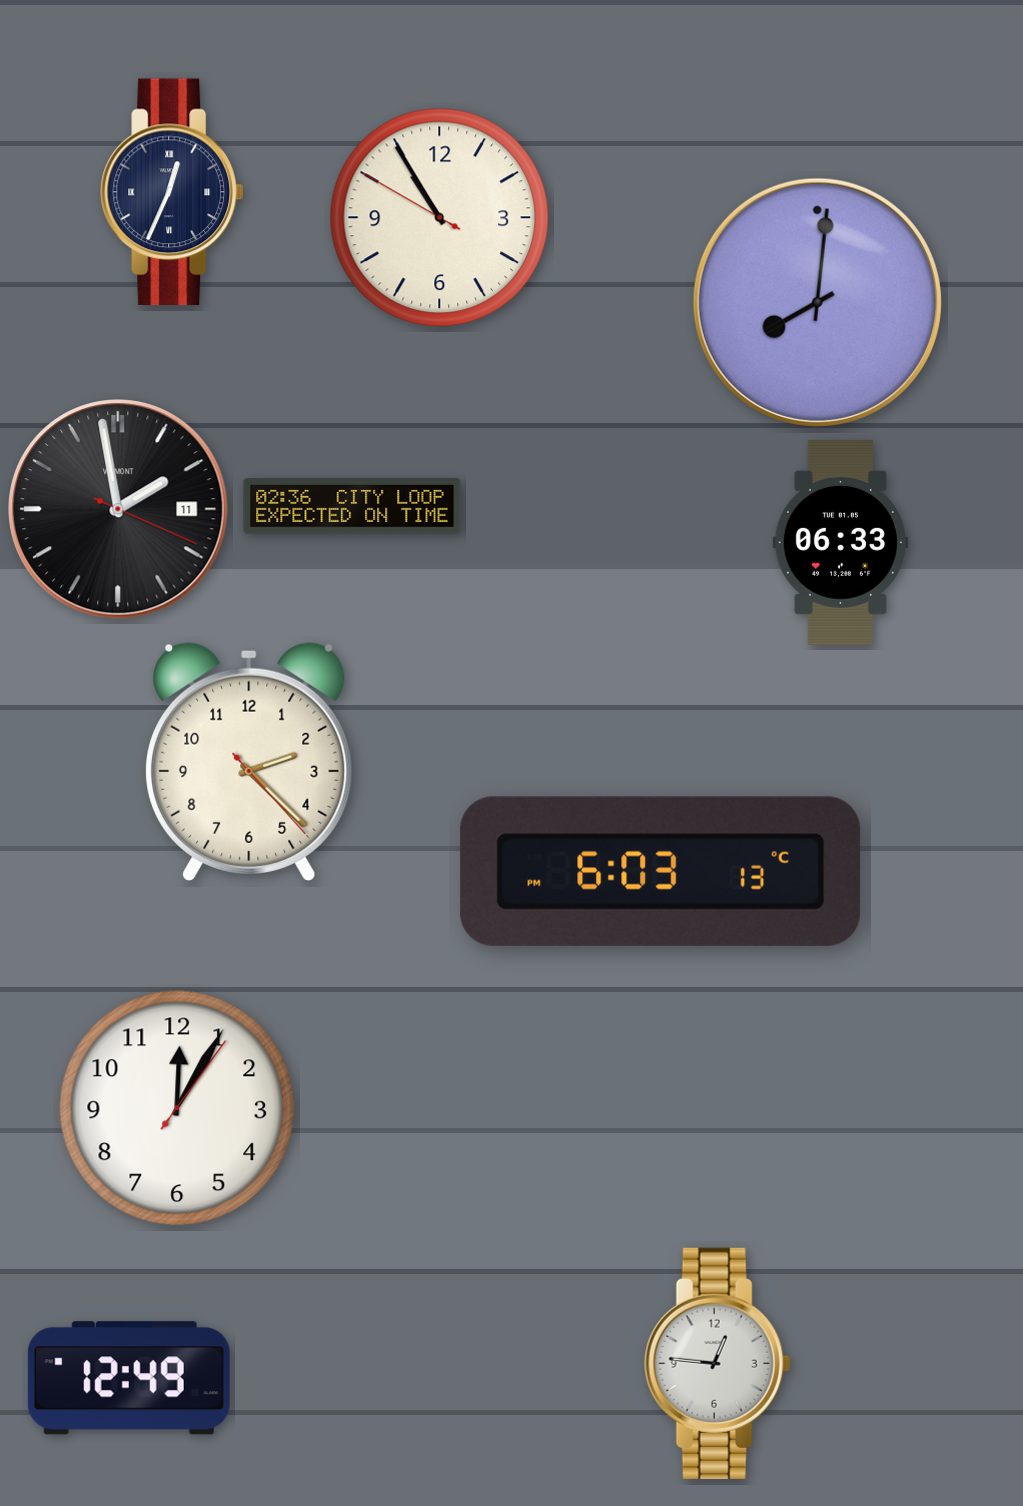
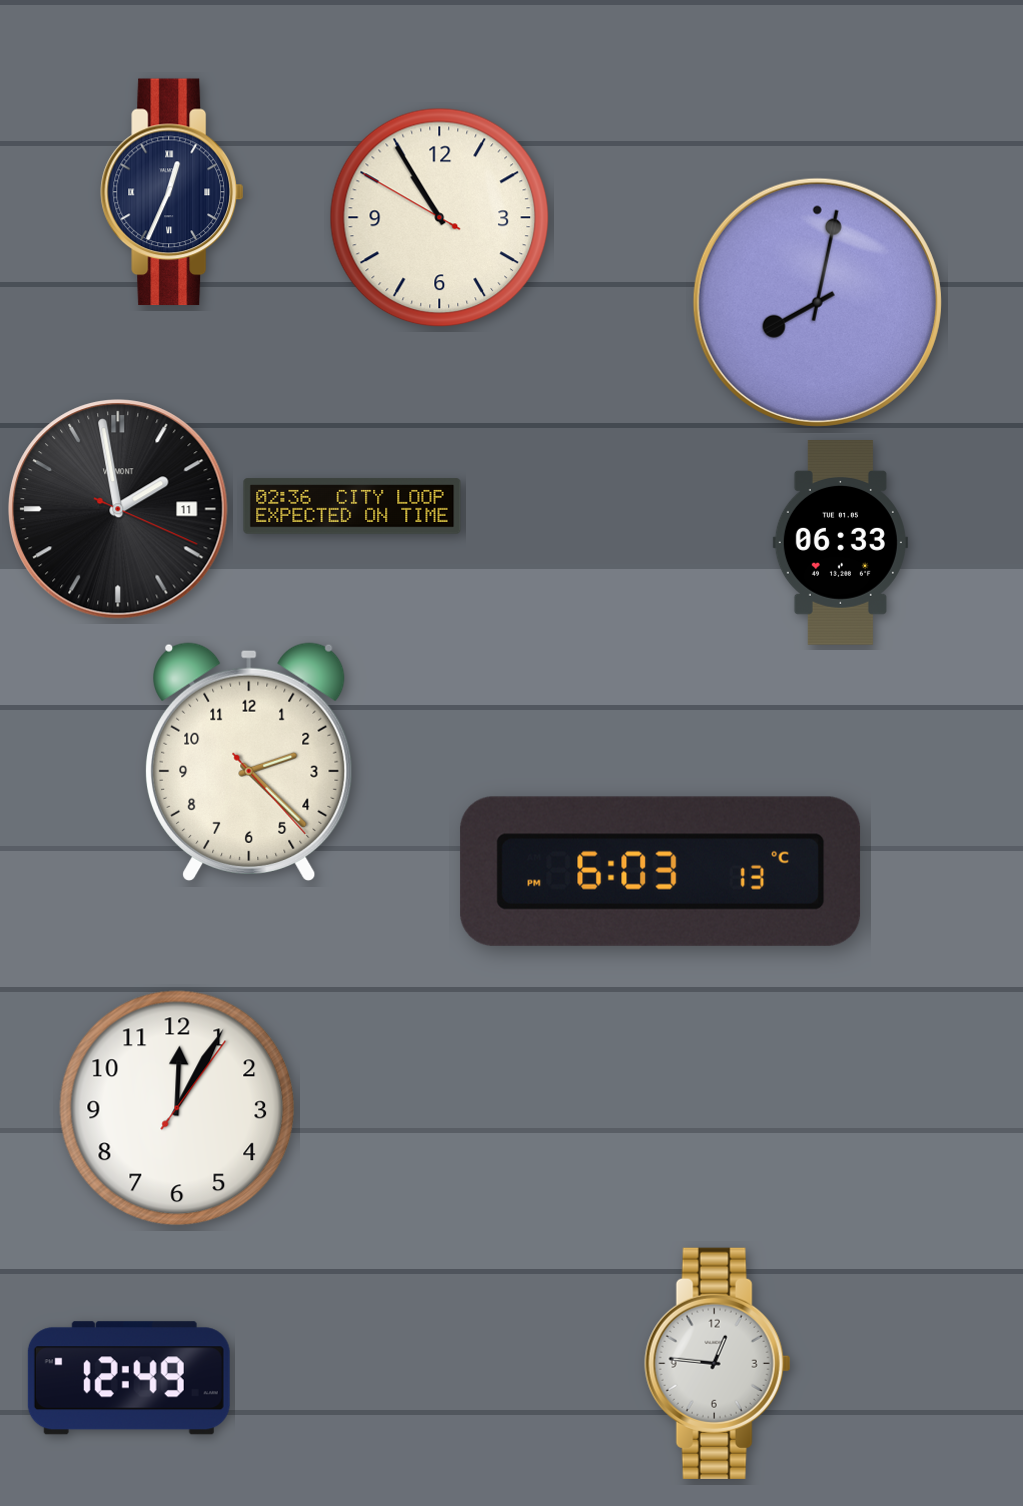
clock at (817, 302): 8:01 -> 8:02
